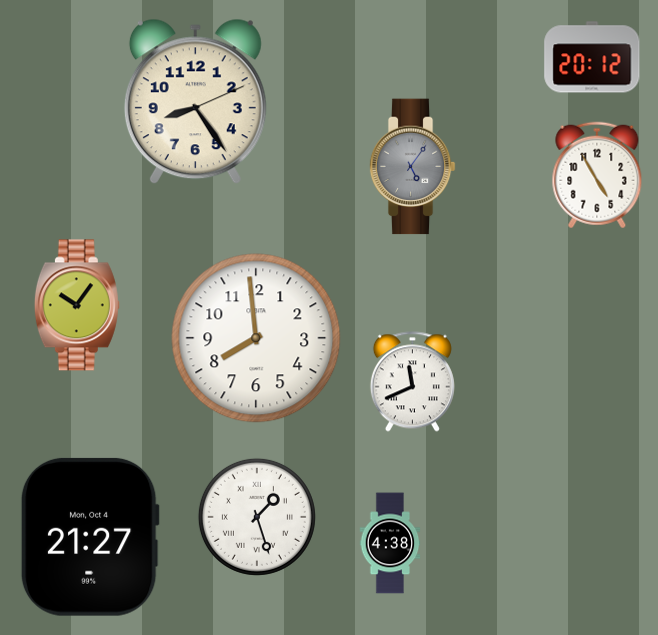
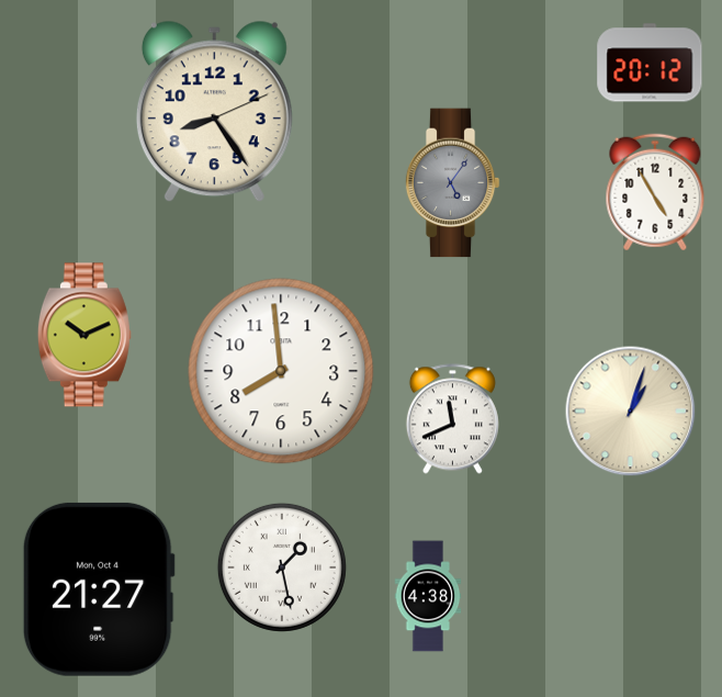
clock at (77, 305): 10:06 -> 10:11
clock at (631, 412): none -> 1:03
clock at (257, 517): 1:27 -> 1:28
